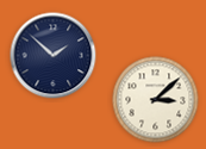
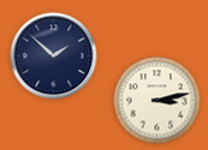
clock at (156, 100): 3:08 -> 3:13
